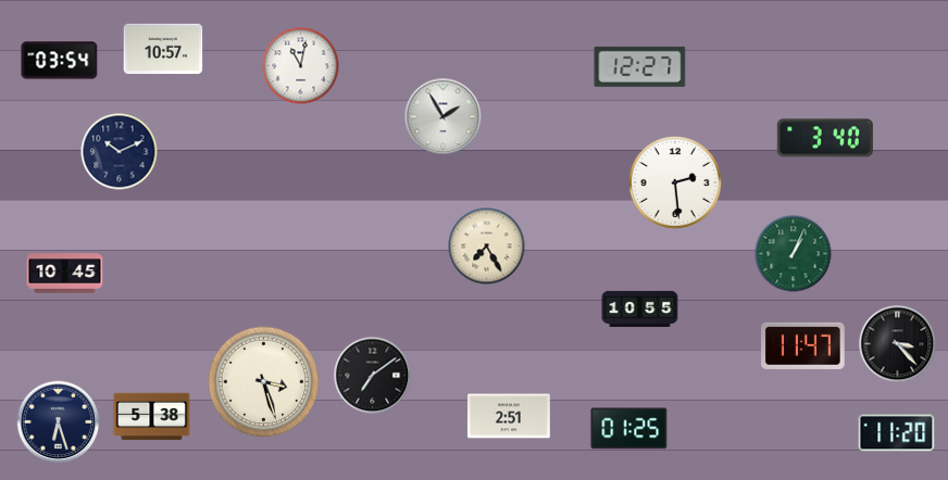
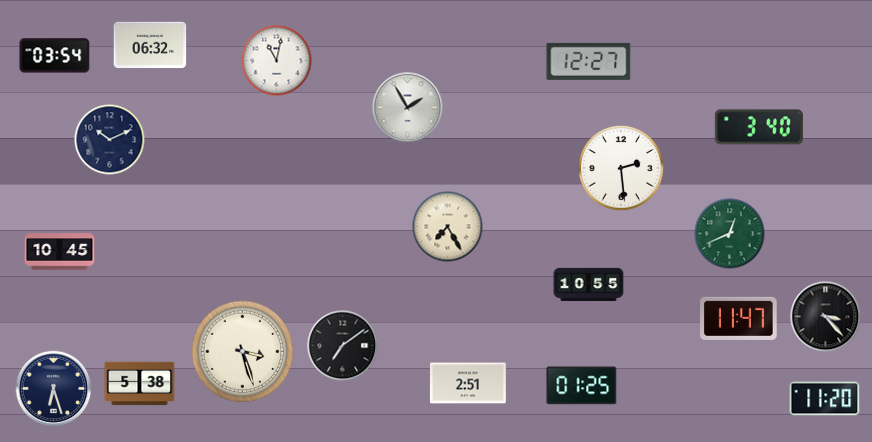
clock at (163, 49): 10:57 -> 06:32
clock at (794, 254): 1:04 -> 12:41
clock at (629, 429) position: (629, 429) -> (582, 386)
